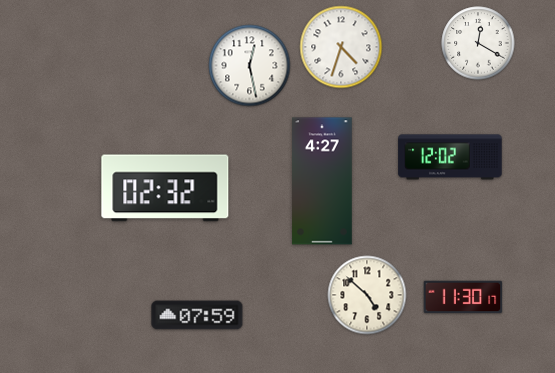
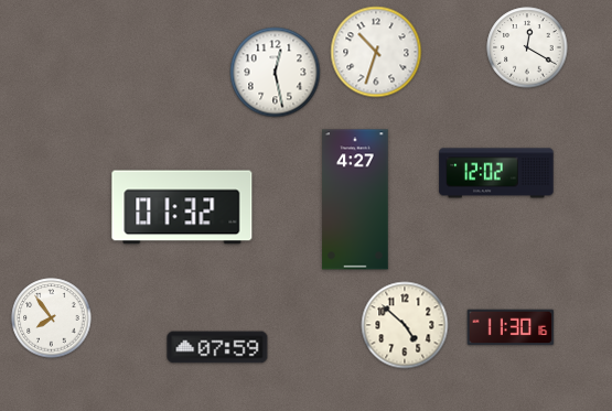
clock at (341, 47): 4:33 -> 10:33
clock at (165, 188): 02:32 -> 01:32
clock at (52, 318): none -> 7:54
clock at (463, 297): 11:30:17 -> 11:30:16
